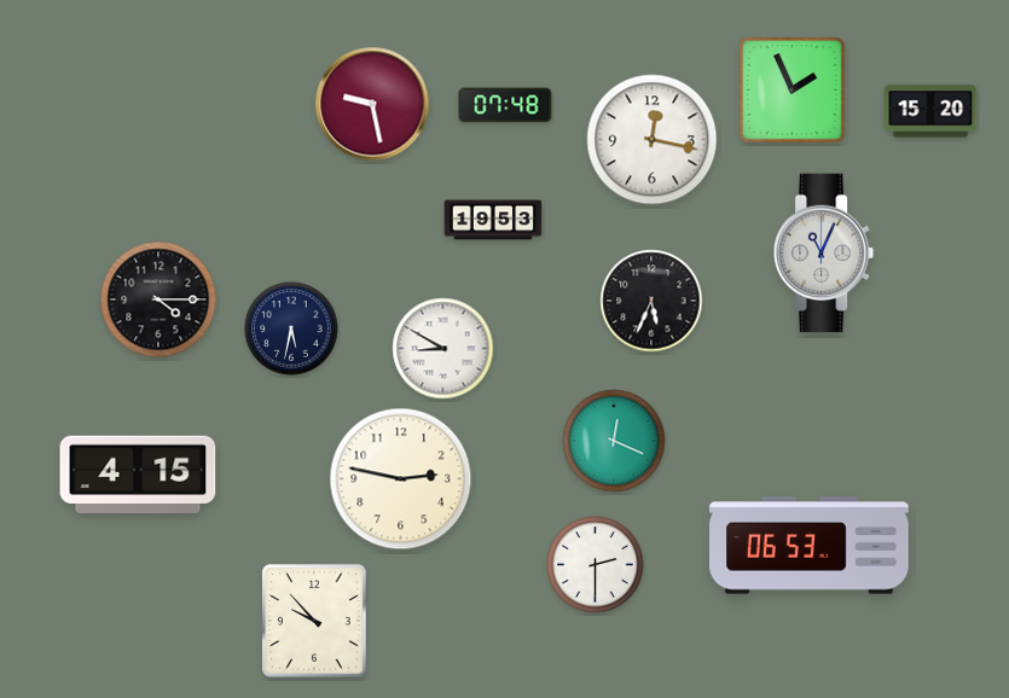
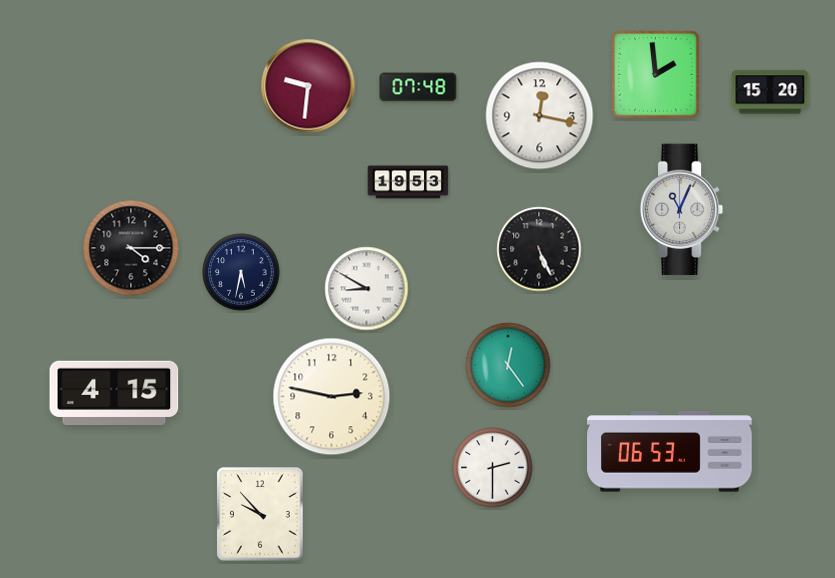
clock at (793, 91): 1:56 -> 1:59
clock at (372, 104): 9:28 -> 9:31
clock at (651, 301): 5:34 -> 5:26
clock at (614, 441): 12:19 -> 12:24
